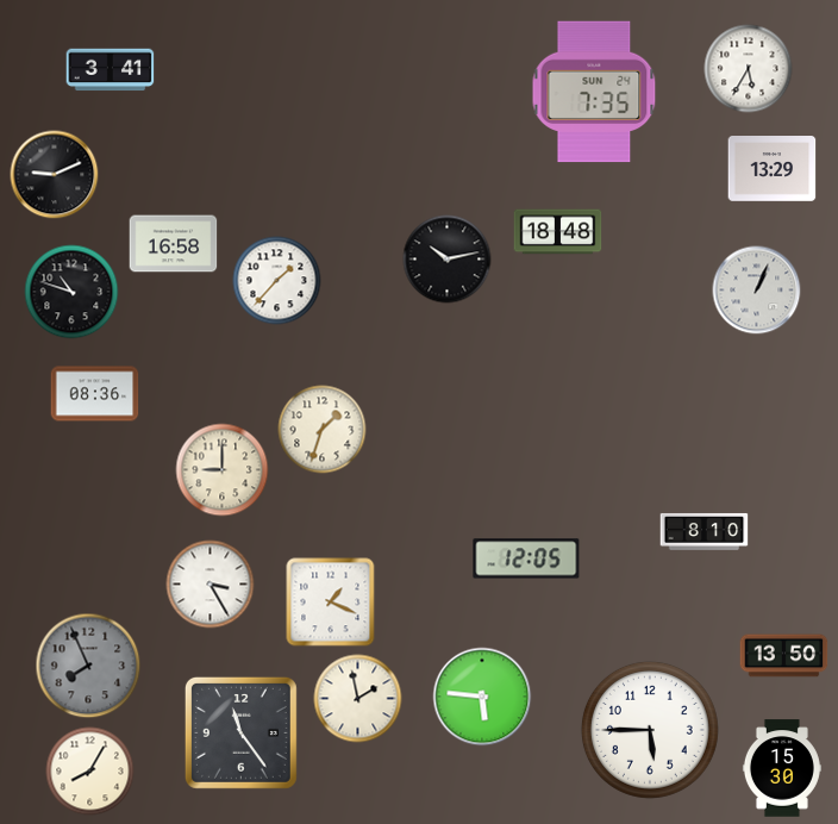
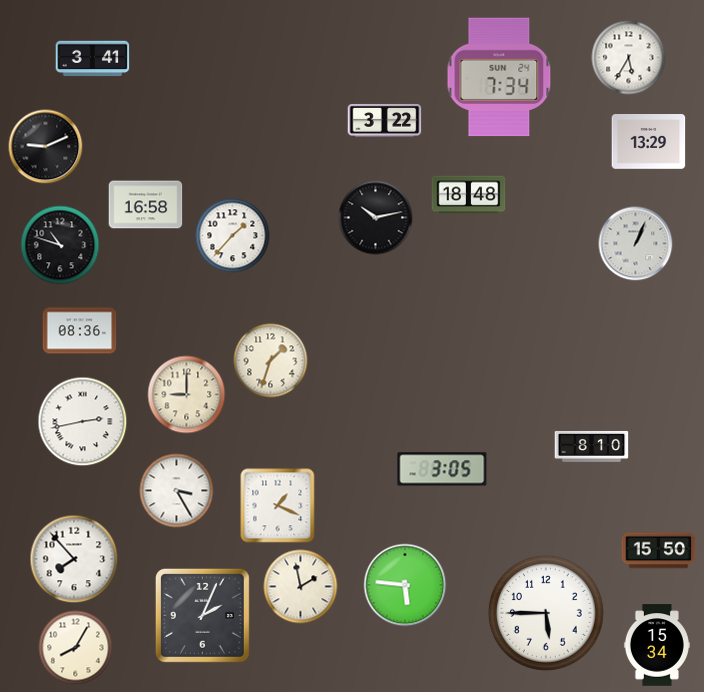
clock at (594, 92): 7:35 -> 7:34
clock at (385, 120): none -> 3:22
clock at (83, 422): none -> 2:43
clock at (526, 558): 12:05 -> 3:05
clock at (784, 656): 13:50 -> 15:50
clock at (88, 666): 7:56 -> 7:53
clock at (88, 666) dial: grey -> white
clock at (240, 732): 11:24 -> 2:04
clock at (782, 768): 15:30 -> 15:34
